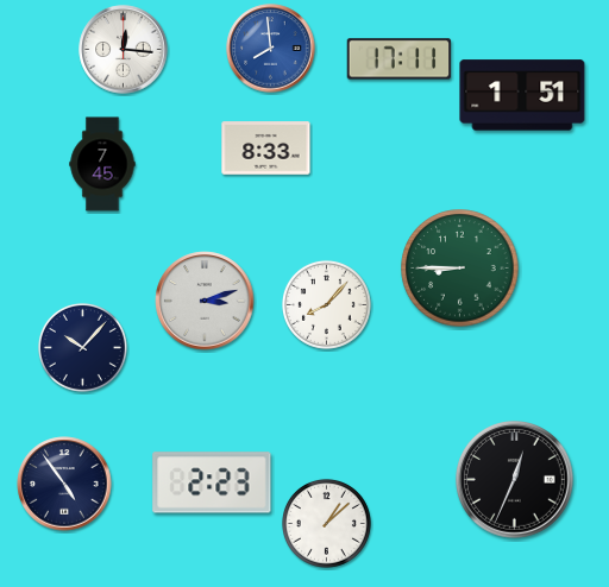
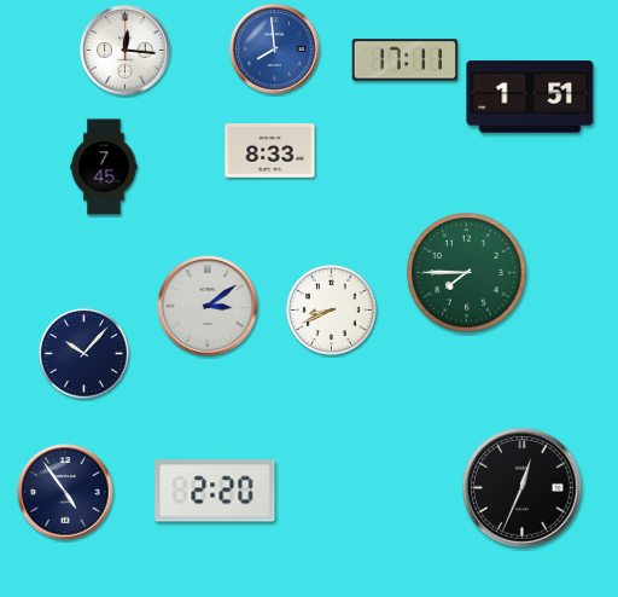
clock at (460, 269): 8:45 -> 7:45
clock at (205, 301): 3:12 -> 3:09
clock at (326, 304): 8:07 -> 8:41
clock at (212, 482): 2:23 -> 2:20
clock at (326, 523): 1:08 -> none
